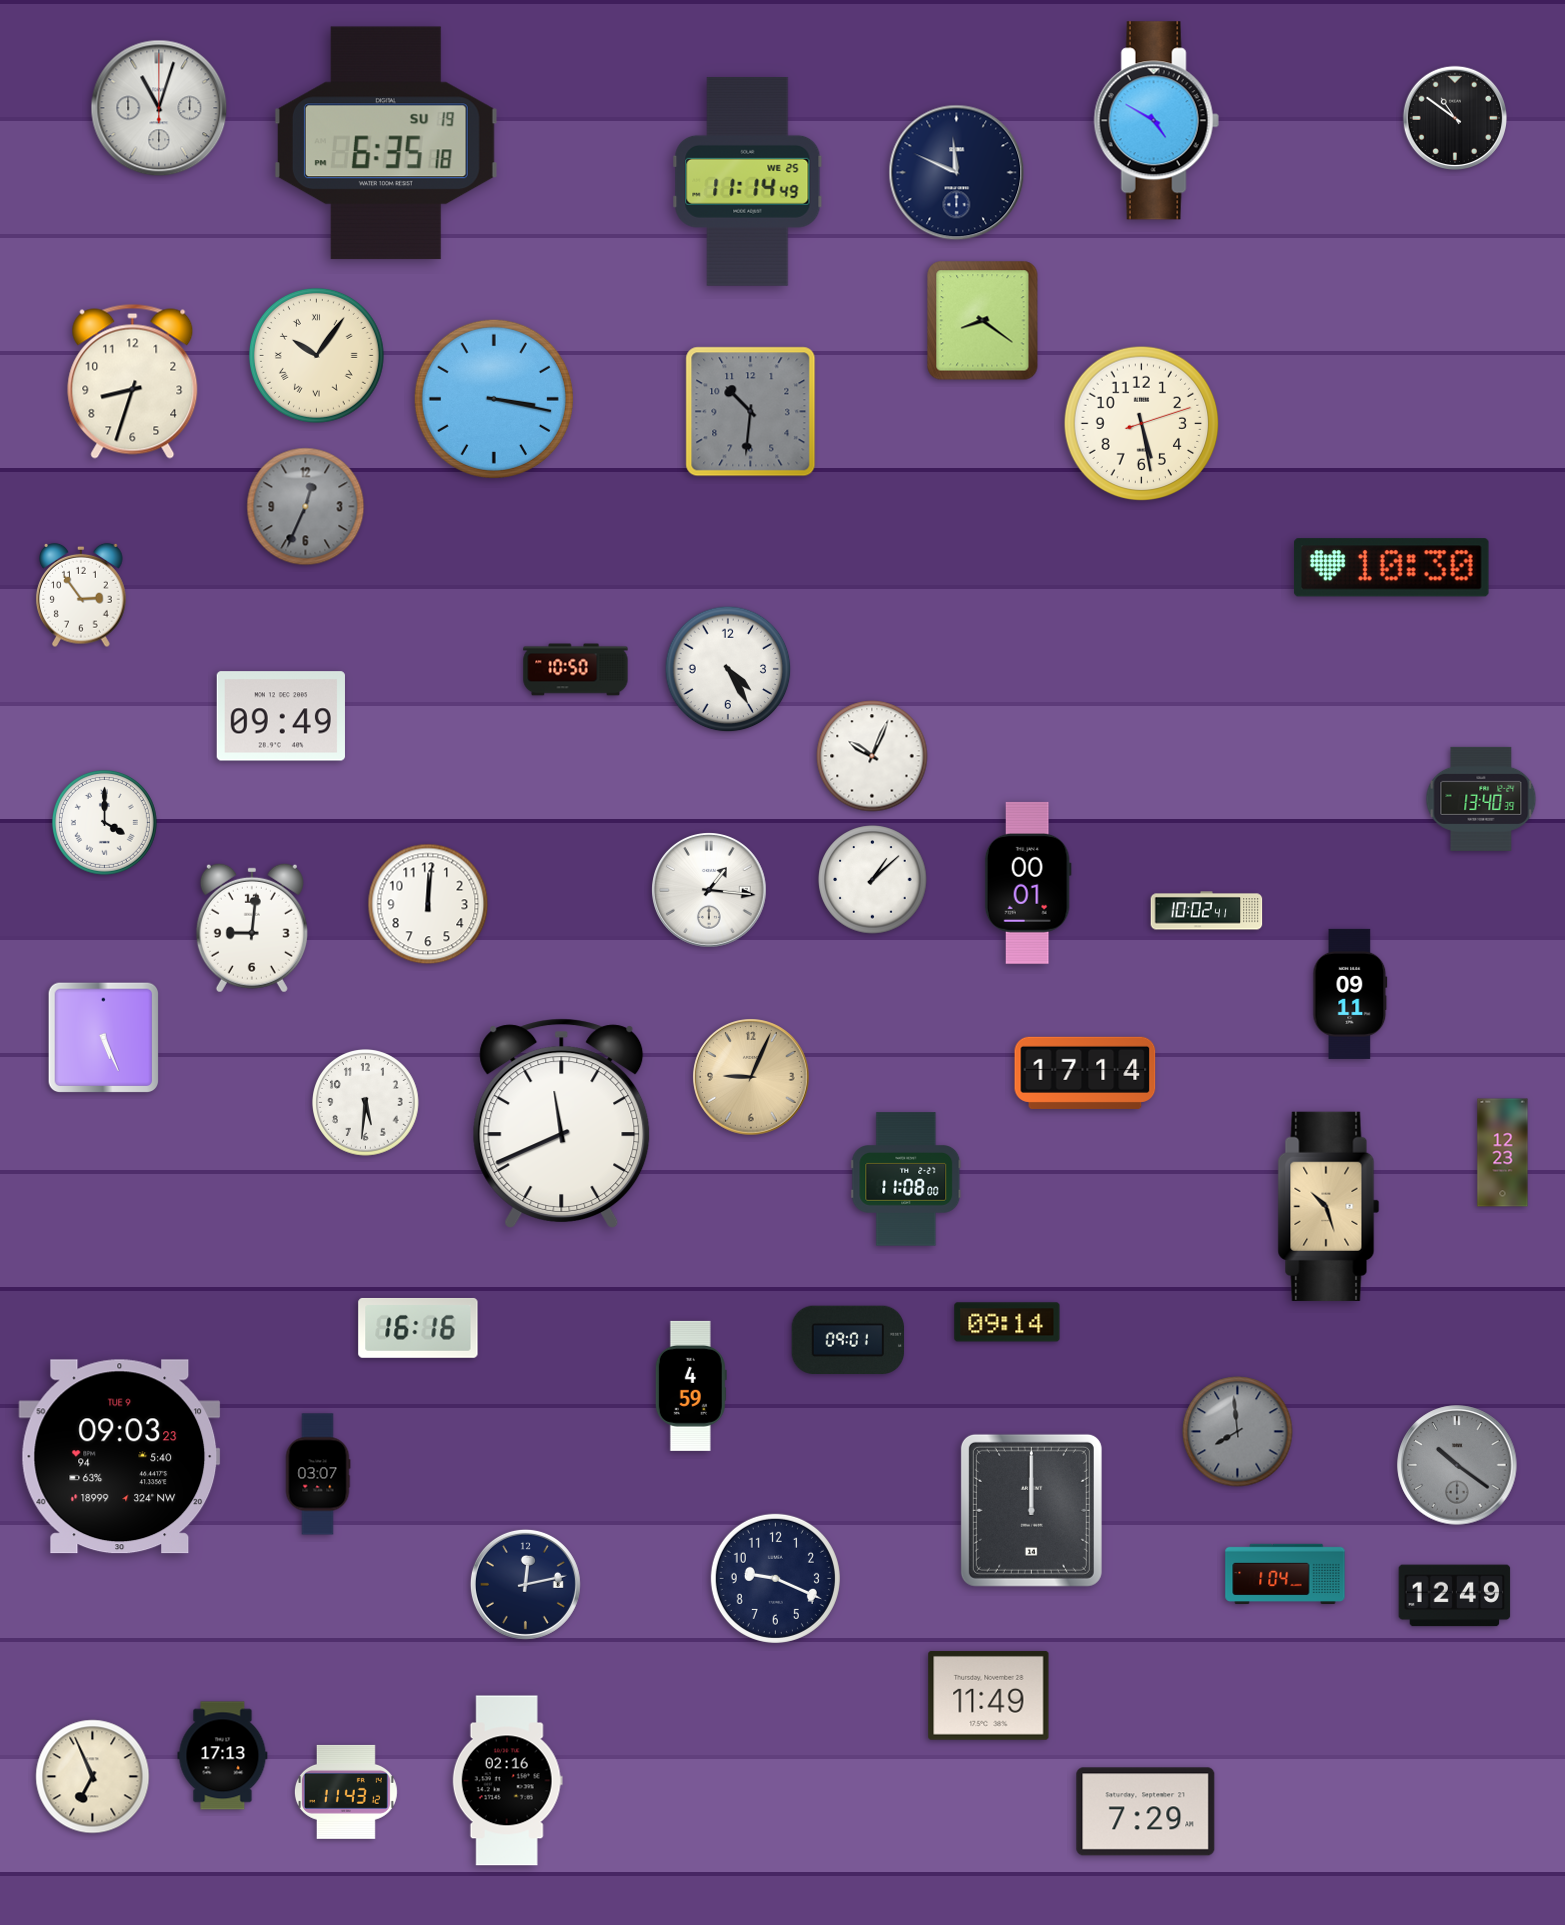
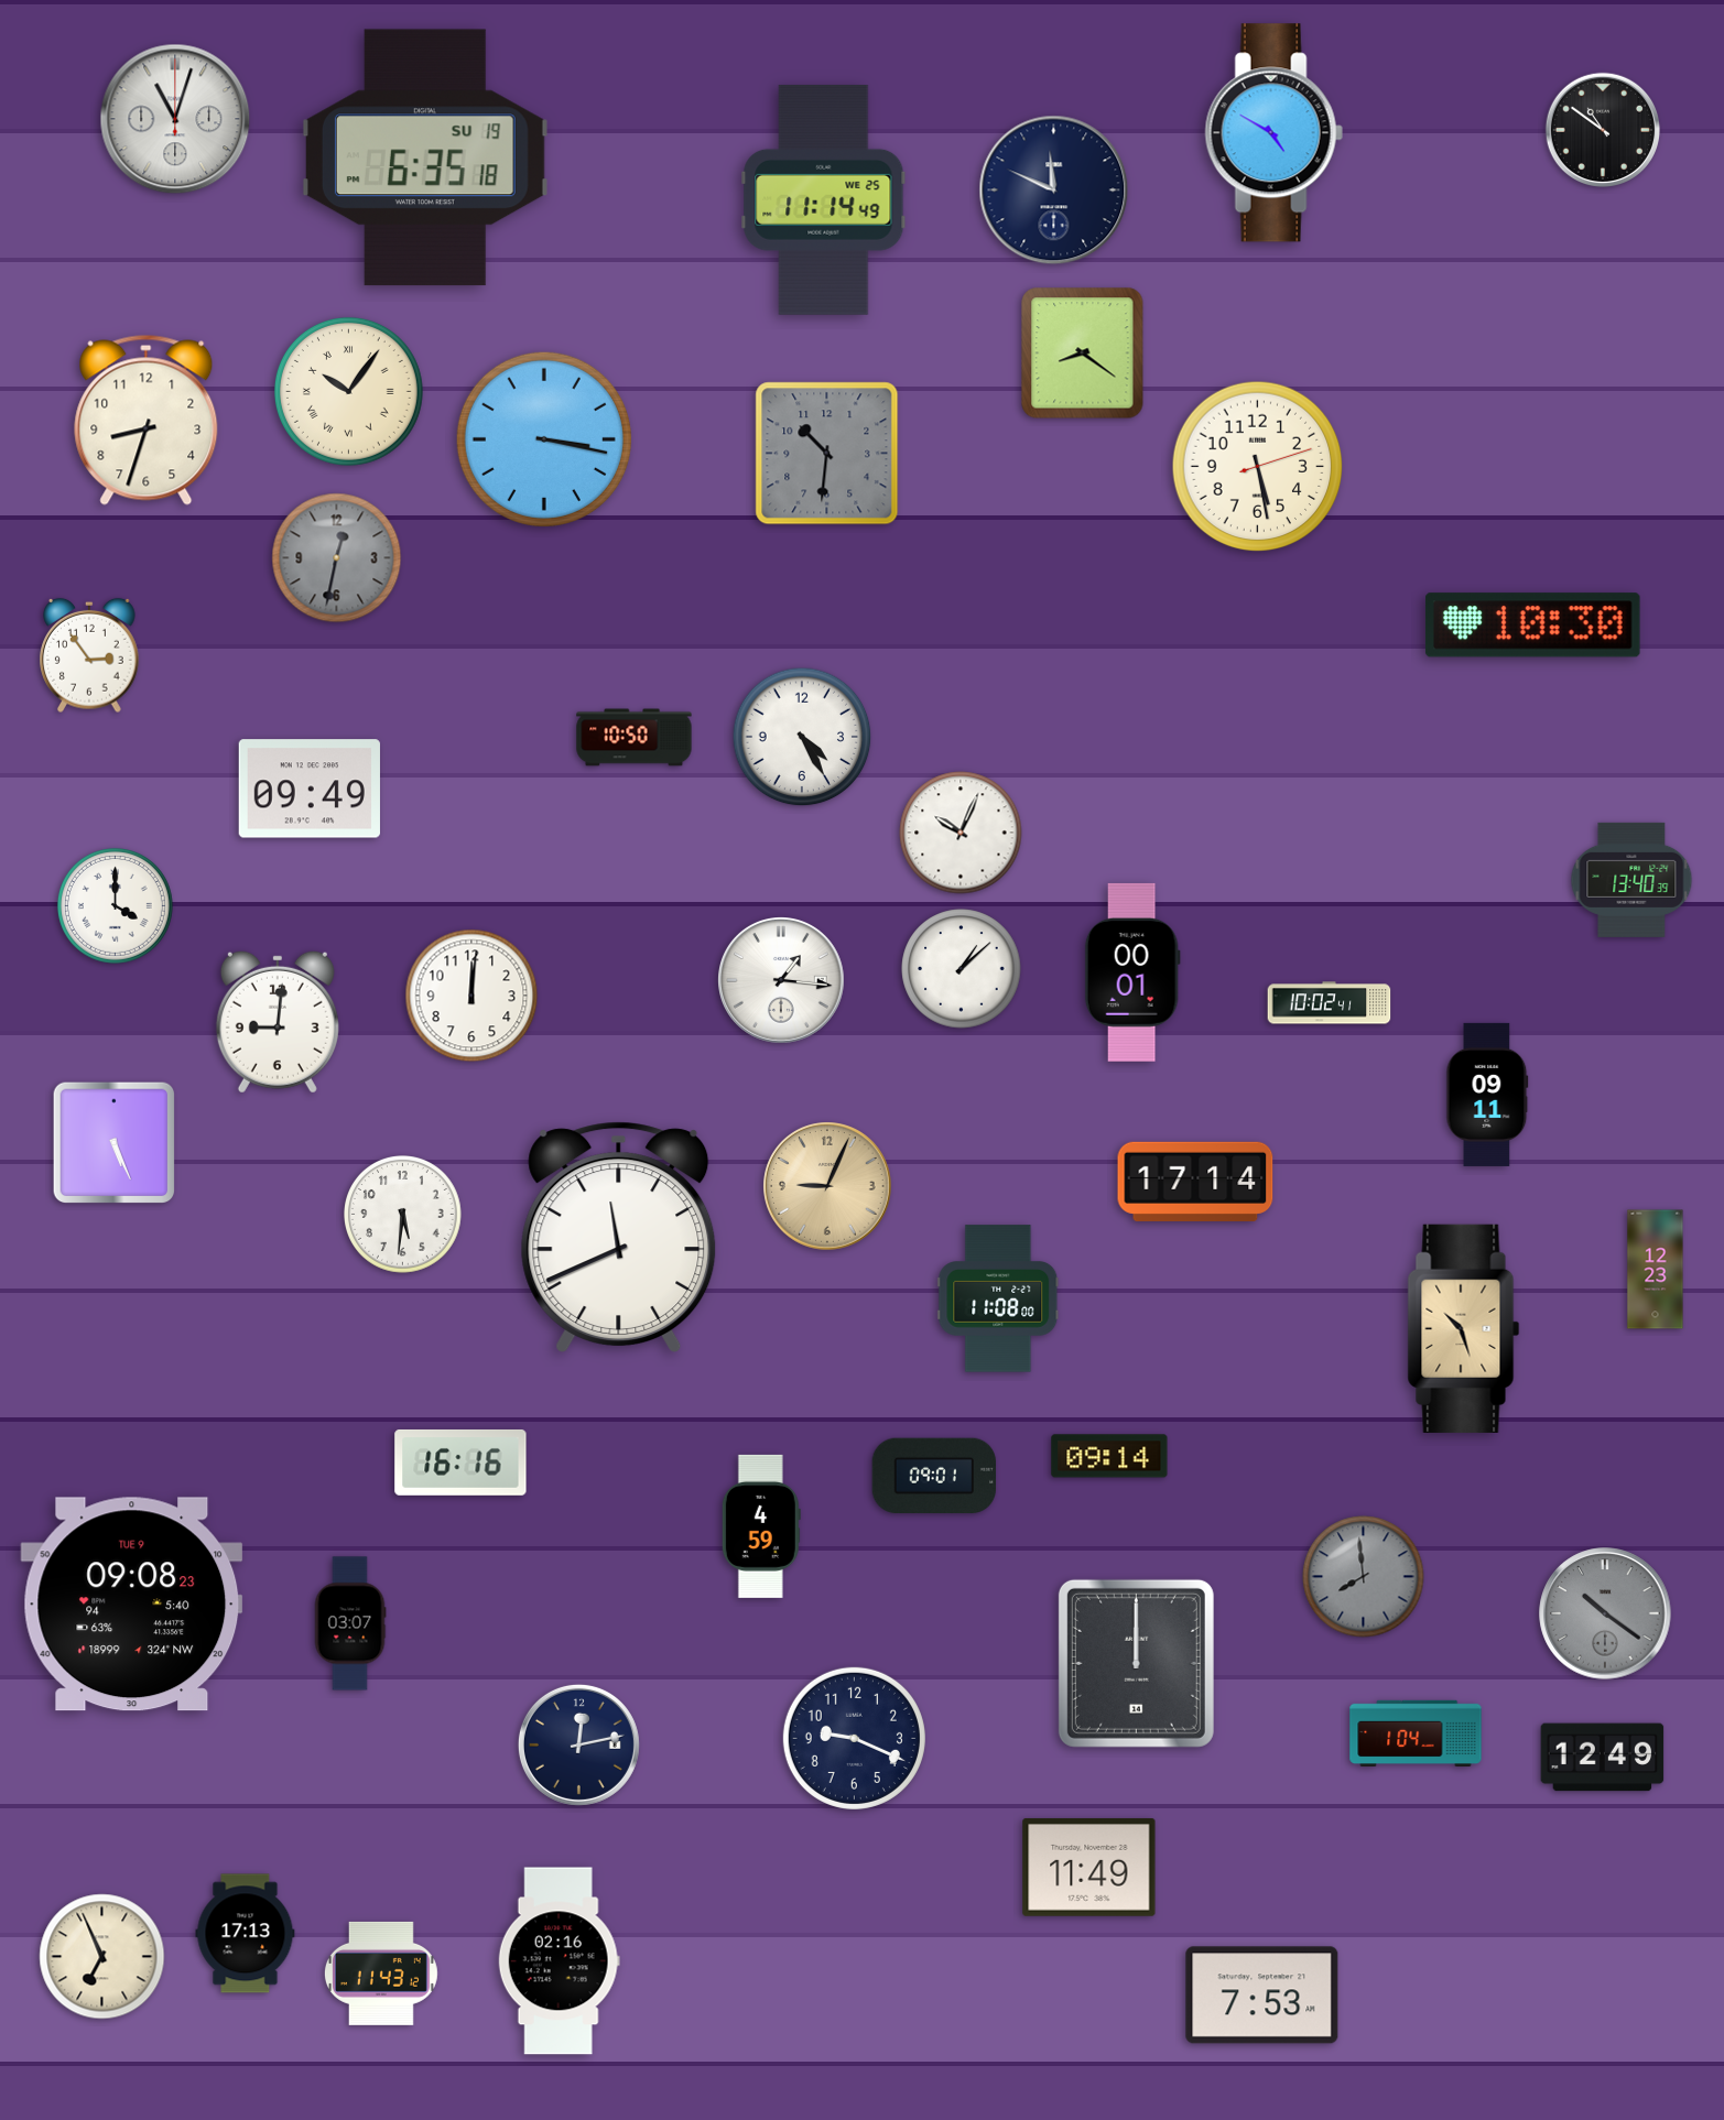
clock at (306, 507): 12:34 -> 12:32
clock at (120, 1457): 09:03 -> 09:08
clock at (1146, 1812): 7:29 -> 7:53
